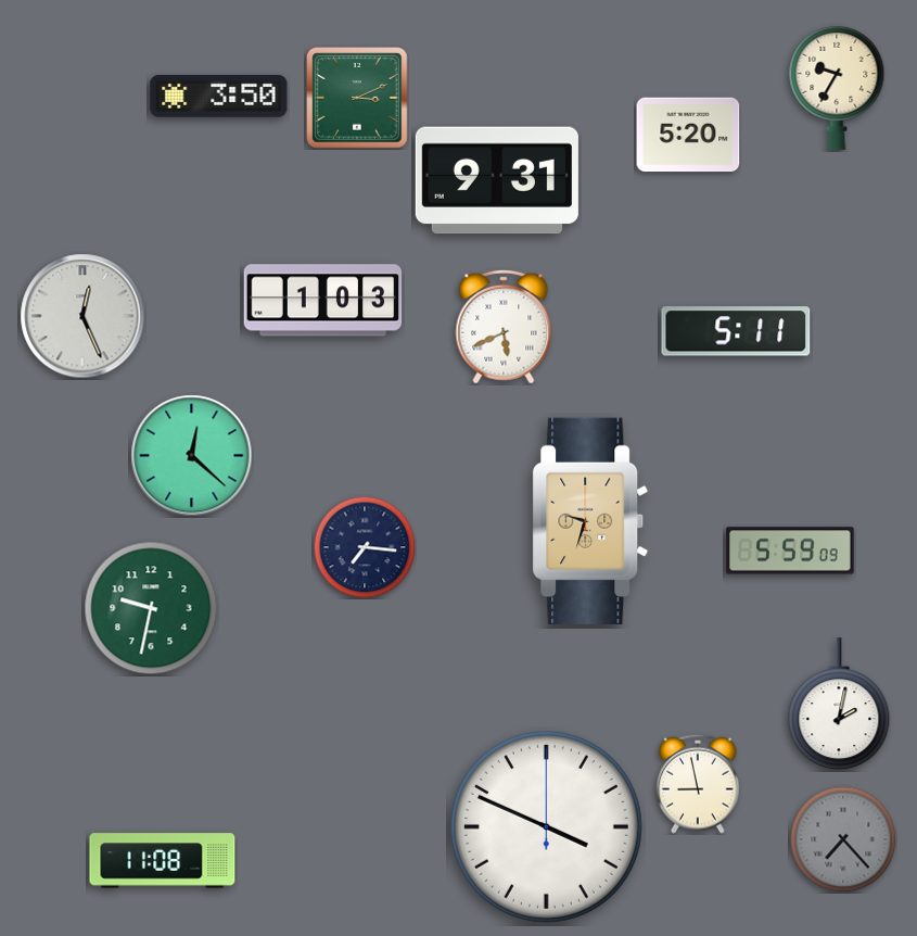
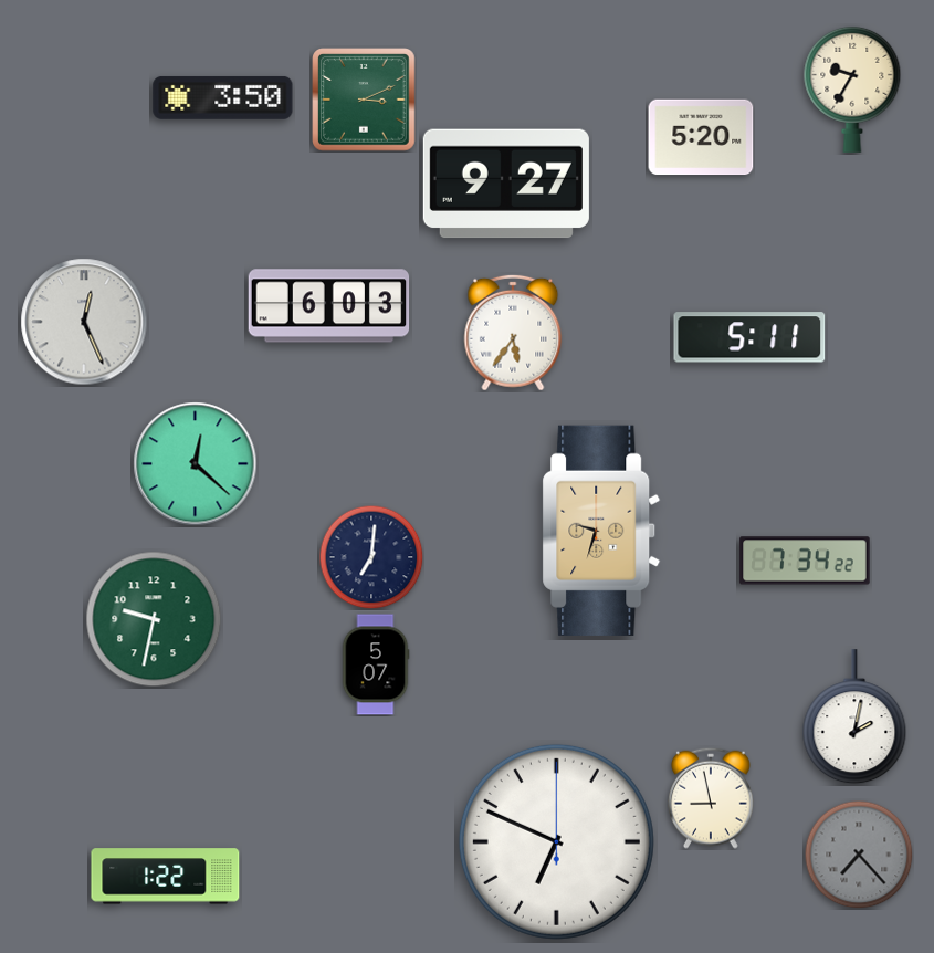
clock at (497, 180): 9:31 -> 9:27
clock at (323, 301): 1:03 -> 6:03
clock at (504, 327): 5:41 -> 5:36
clock at (365, 547): 7:16 -> 7:01
clock at (790, 551): 5:59 -> 7:34
clock at (376, 664): none -> 5:07
clock at (546, 826): 3:49 -> 6:49
clock at (163, 861): 11:08 -> 1:22
